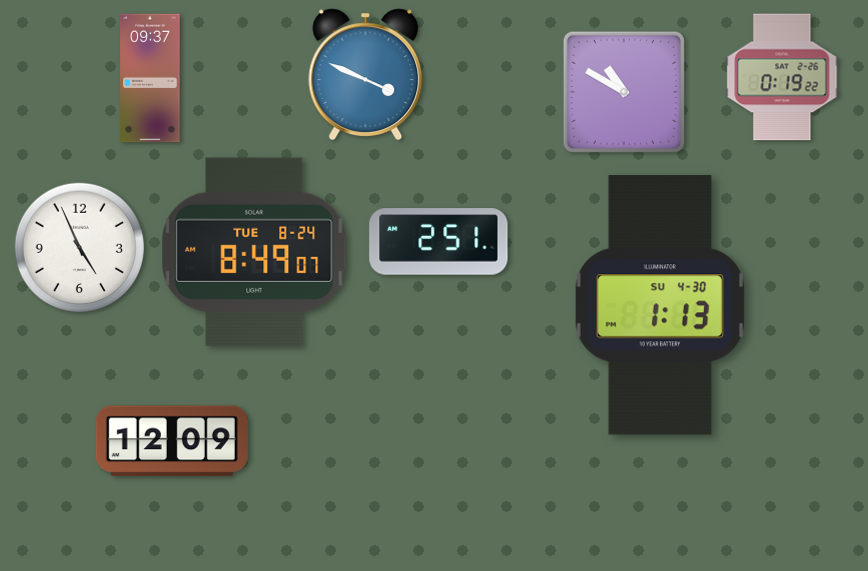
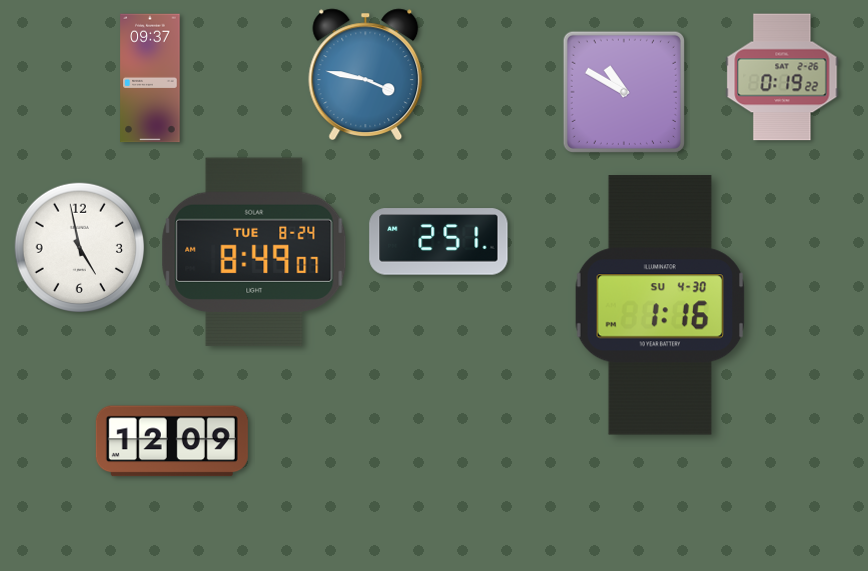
clock at (366, 74): 3:49 -> 3:47
clock at (80, 248): 4:56 -> 4:58
clock at (659, 305): 1:13 -> 1:16
